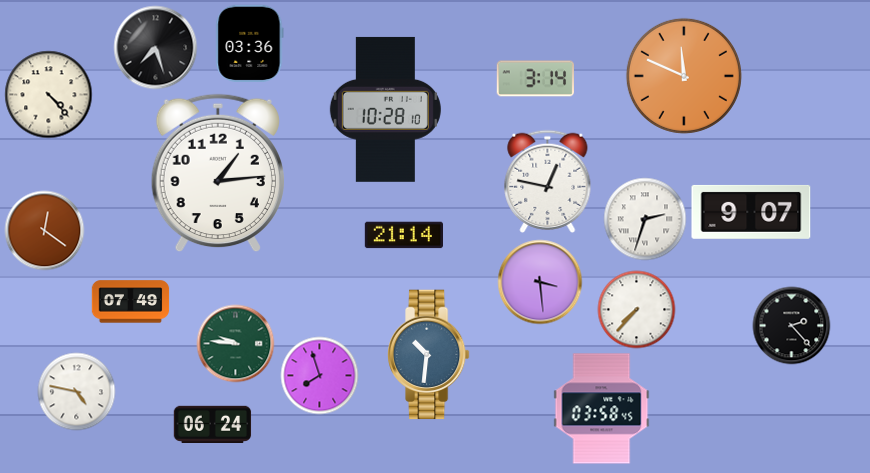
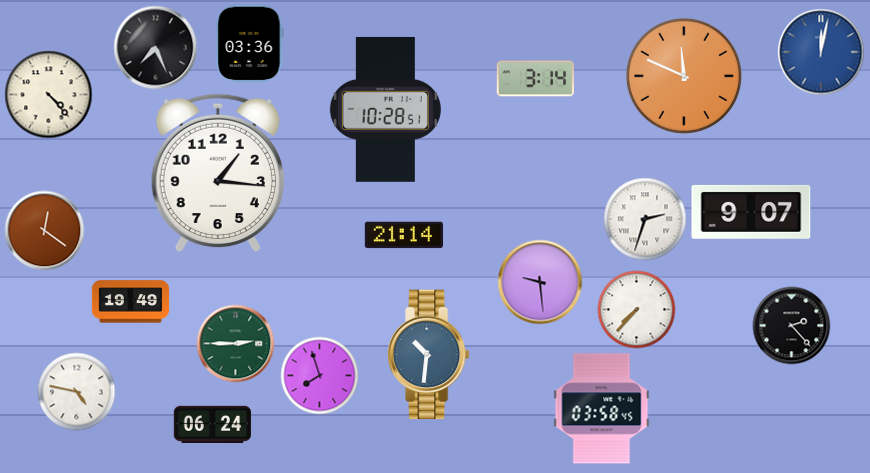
clock at (155, 47): 7:27 -> 7:26
clock at (821, 52): none -> 12:02
clock at (385, 109): 10:28:10 -> 10:28:51
clock at (218, 173): 1:14 -> 1:16
clock at (548, 181): 12:47 -> none
clock at (540, 282): 3:29 -> 9:29
clock at (130, 302): 07:49 -> 19:49
clock at (235, 343): 9:46 -> 2:45
